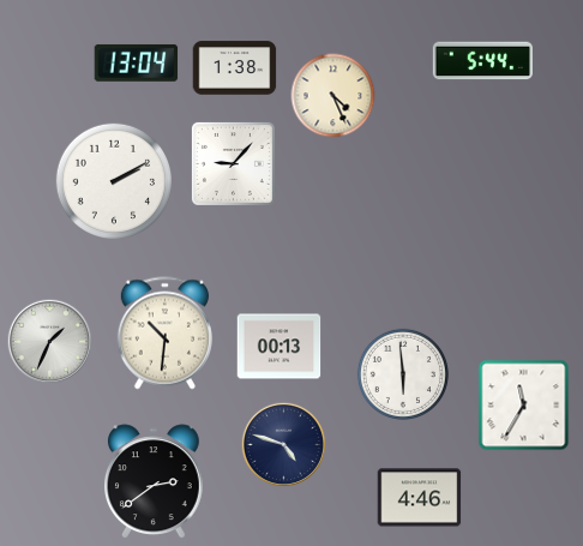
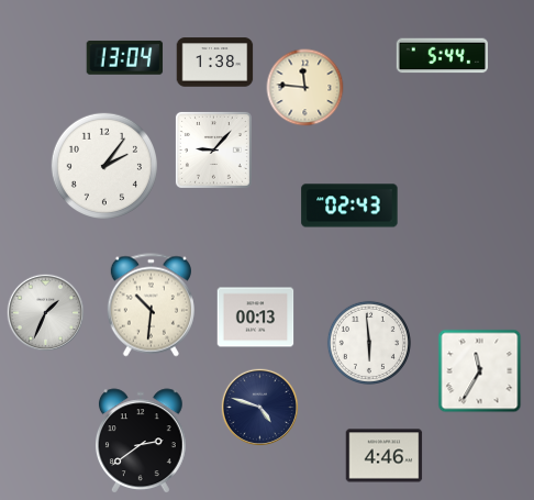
clock at (333, 96): 4:26 -> 11:46
clock at (113, 180): 2:10 -> 2:06
clock at (349, 205): none -> 02:43
